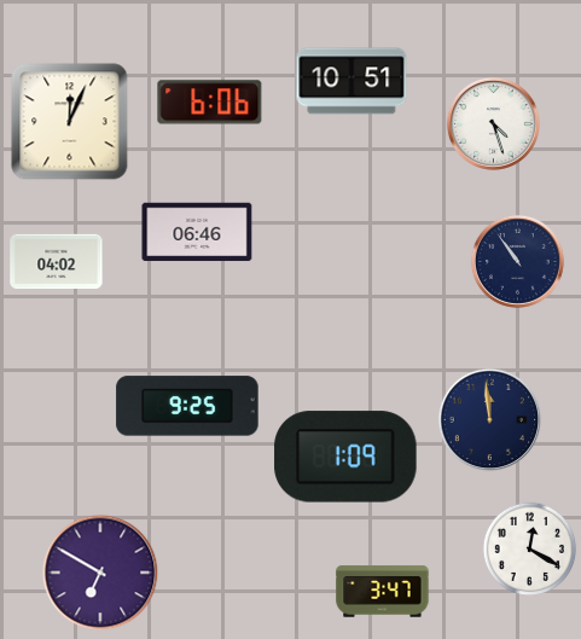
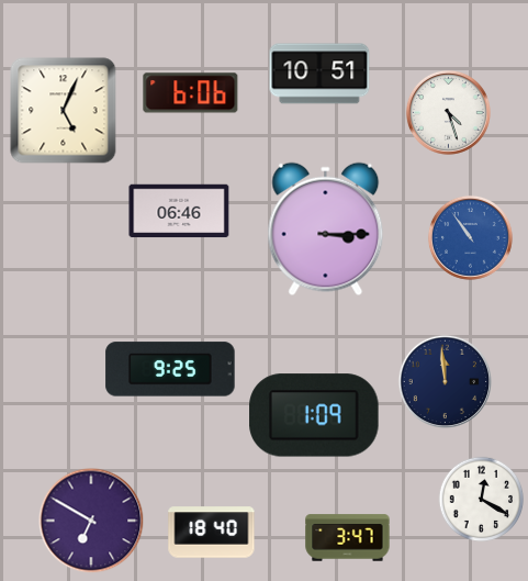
clock at (70, 122): 12:04 -> 5:04
clock at (326, 230): none -> 3:15
clock at (517, 261) dial: navy -> blue
clock at (57, 262): 04:02 -> none
clock at (212, 533): none -> 18:40
